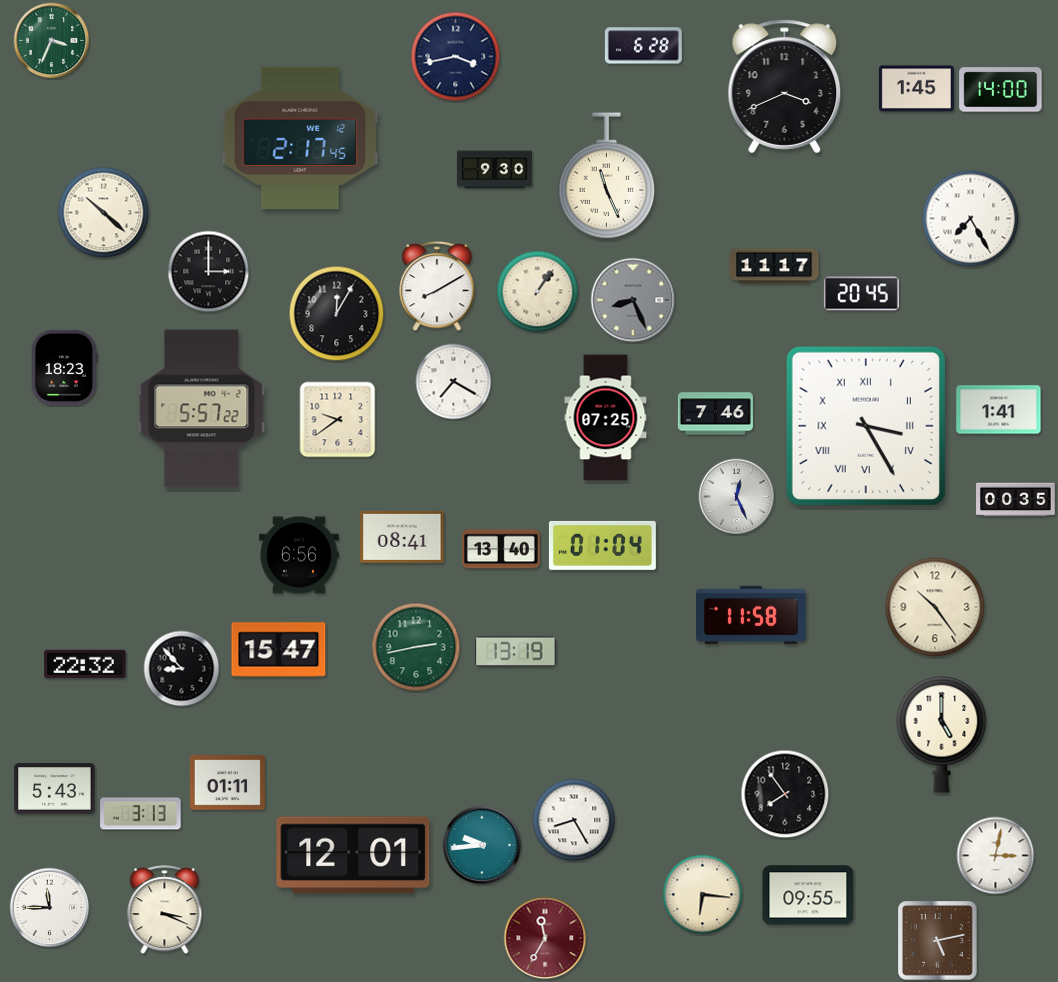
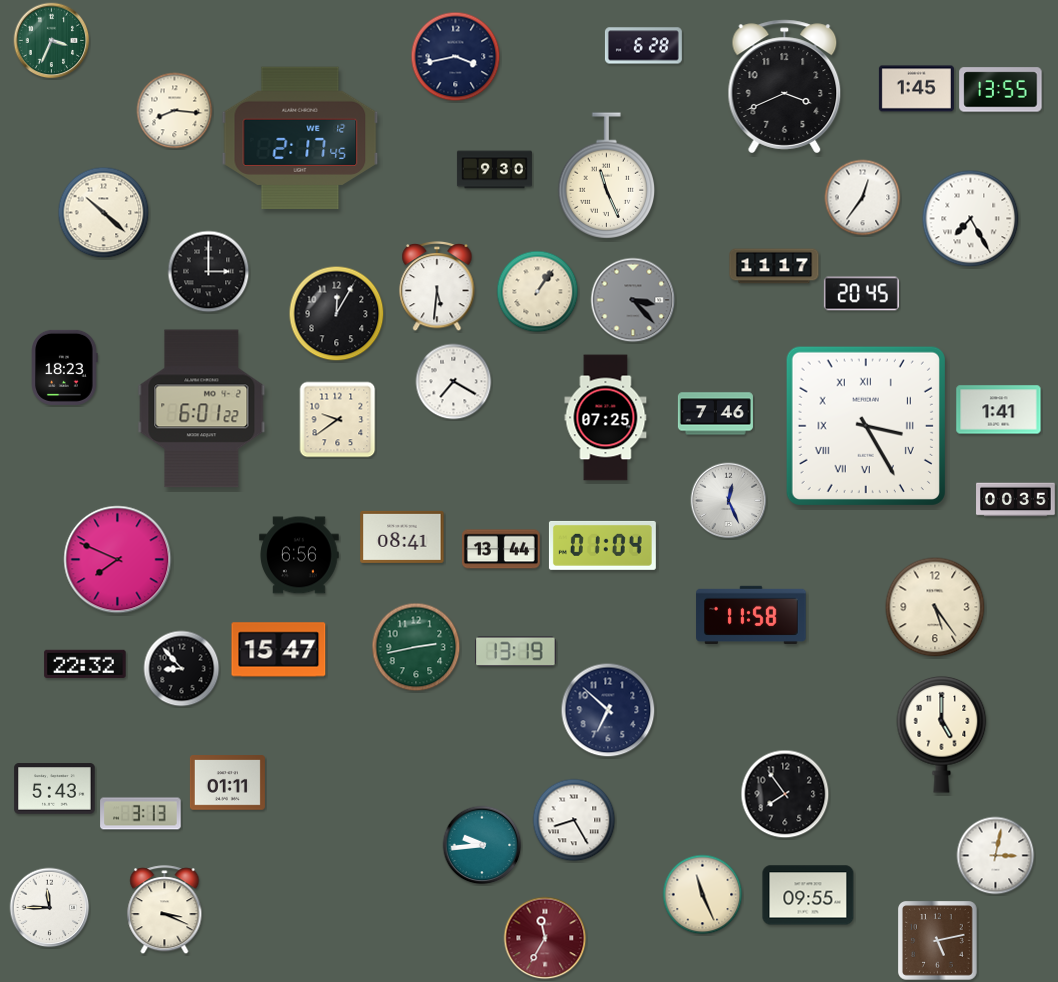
clock at (1001, 90): 14:00 -> 13:55
clock at (175, 111): none -> 8:16
clock at (863, 198): none -> 12:36
clock at (437, 287): 8:10 -> 5:31
clock at (633, 300): 8:26 -> 3:23
clock at (202, 409): 5:57 -> 6:01
clock at (737, 497) position: (737, 497) -> (729, 501)
clock at (501, 549): 13:40 -> 13:44
clock at (118, 560): none -> 7:49
clock at (935, 607): 10:24 -> 5:24
clock at (608, 710): none -> 6:52
clock at (353, 855): 12:01 -> none
clock at (703, 895): 6:16 -> 11:26
